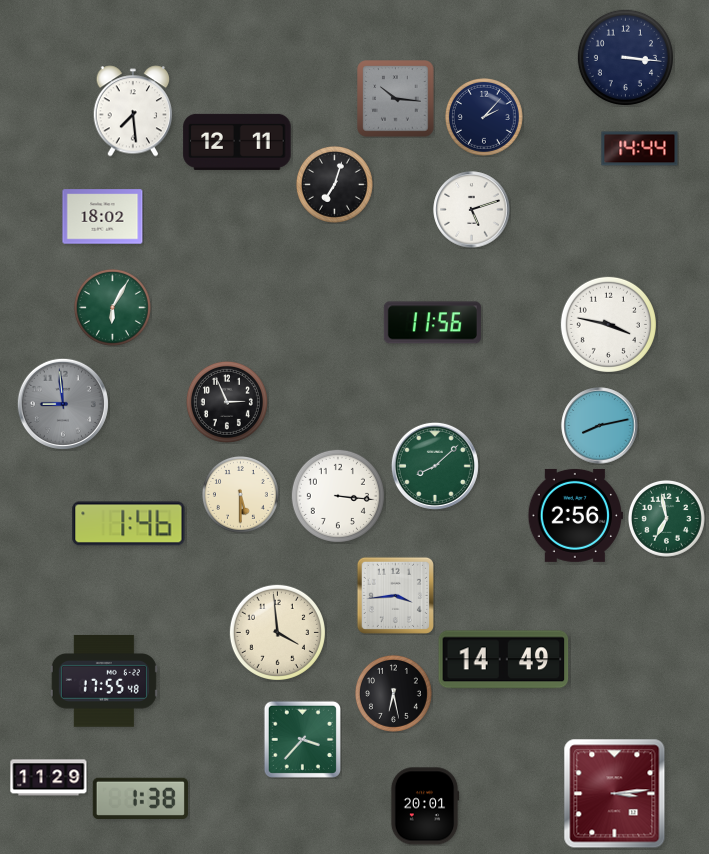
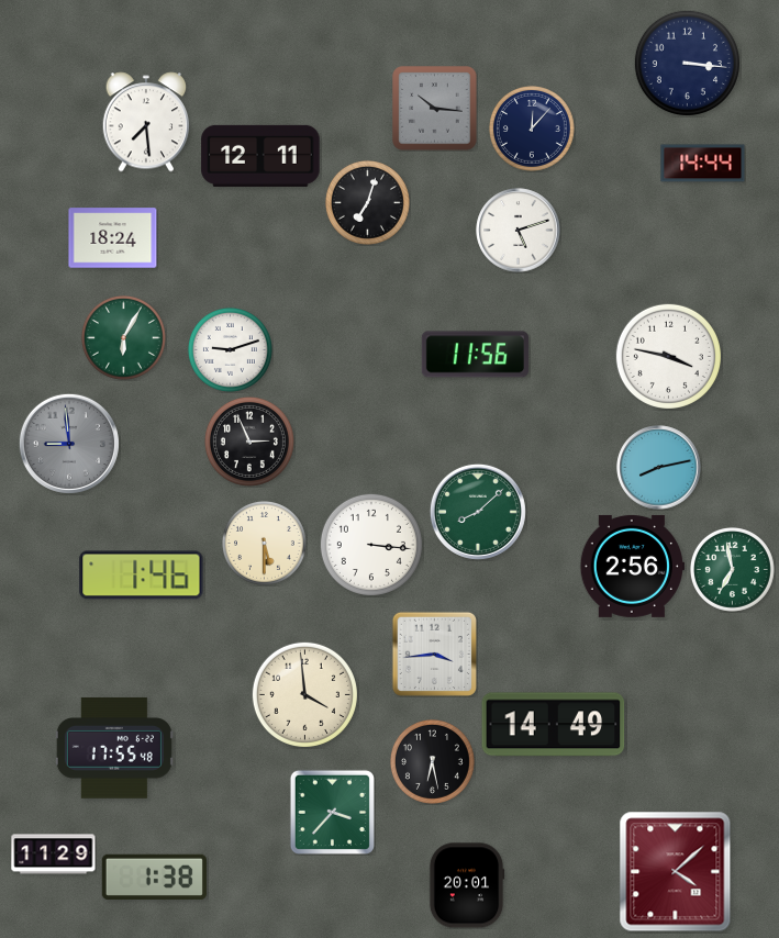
clock at (484, 117): 2:07 -> 12:07
clock at (103, 217): 18:02 -> 18:24
clock at (230, 349): none -> 9:12
clock at (615, 794): 3:14 -> 4:08
